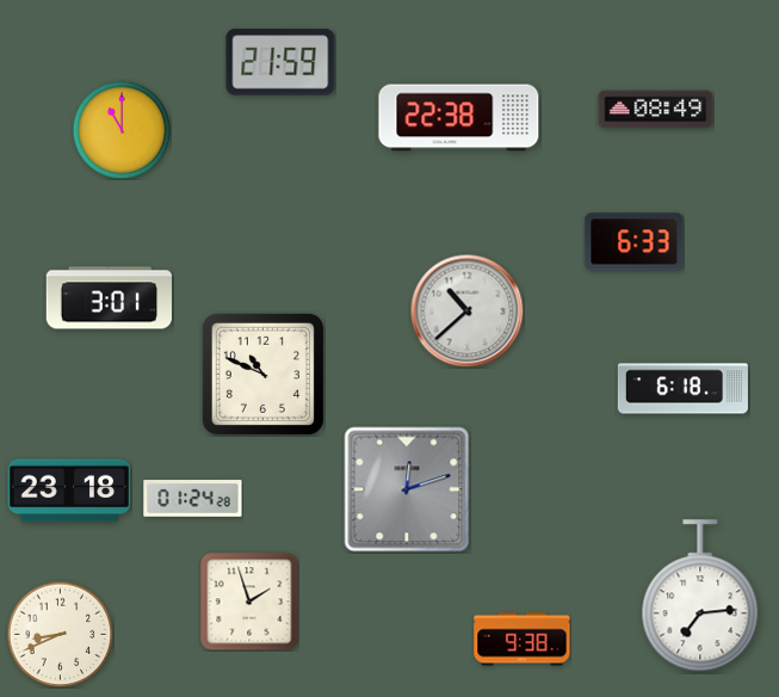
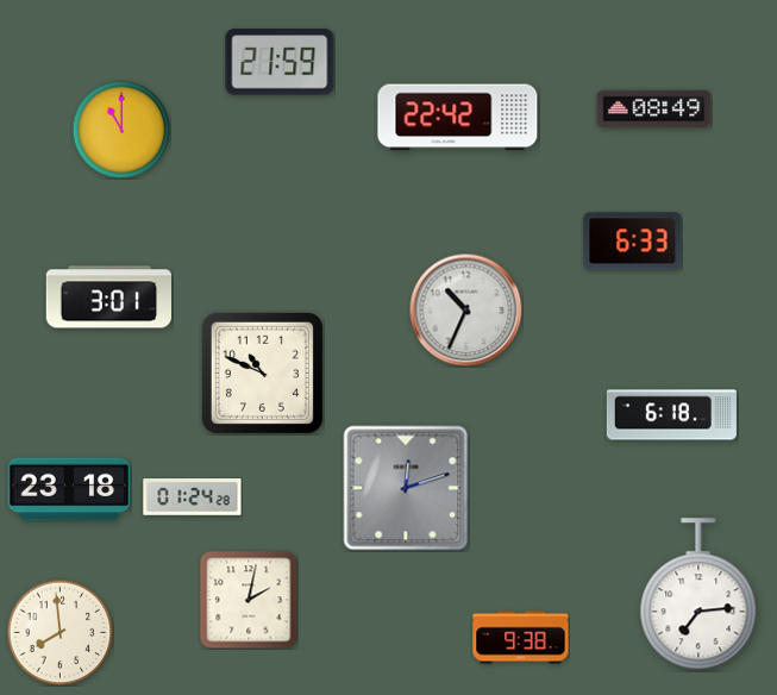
clock at (459, 118): 22:38 -> 22:42
clock at (466, 310): 10:38 -> 10:34
clock at (682, 389) position: (682, 389) -> (671, 415)
clock at (249, 602): 1:57 -> 2:02
clock at (60, 634): 8:41 -> 7:59
